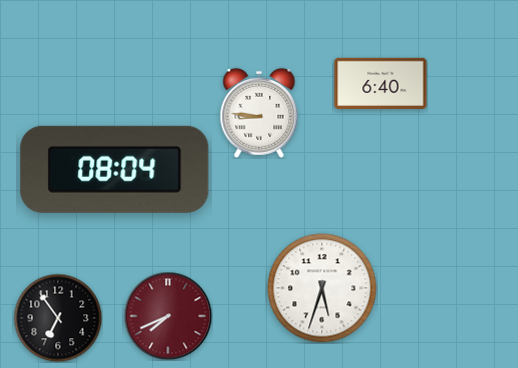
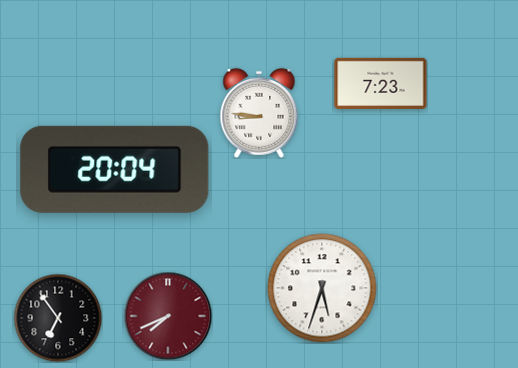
clock at (381, 83): 6:40 -> 7:23
clock at (115, 169): 08:04 -> 20:04
